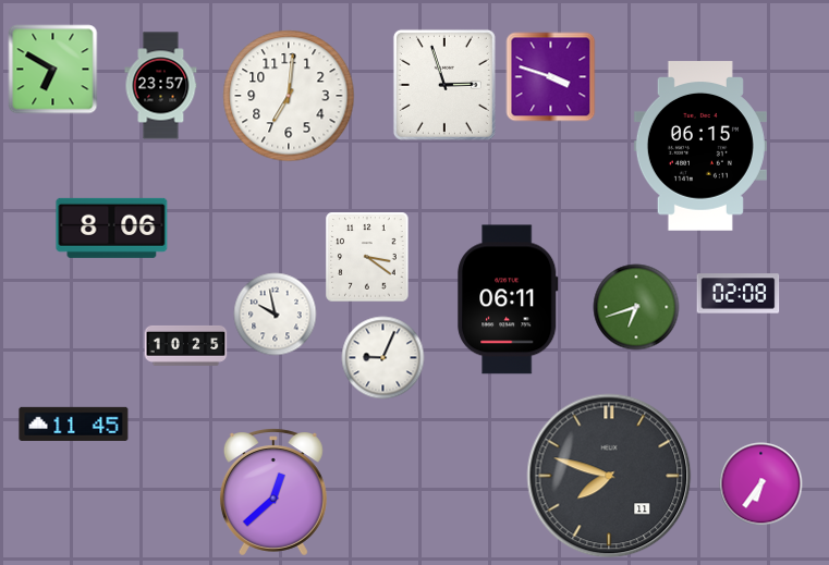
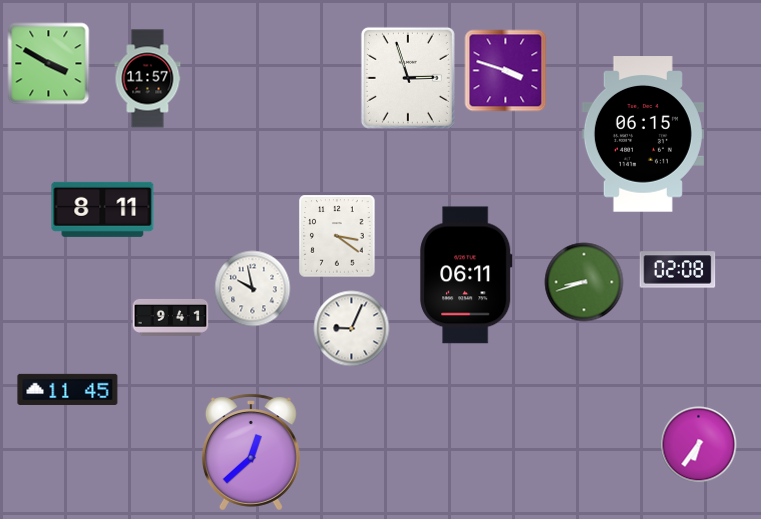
clock at (53, 70): 6:50 -> 3:50
clock at (161, 86): 23:57 -> 11:57
clock at (289, 96): 7:01 -> none
clock at (112, 228): 8:06 -> 8:11
clock at (636, 307): 6:42 -> 8:42
clock at (186, 345): 10:25 -> 9:41
clock at (609, 476): 7:48 -> none
